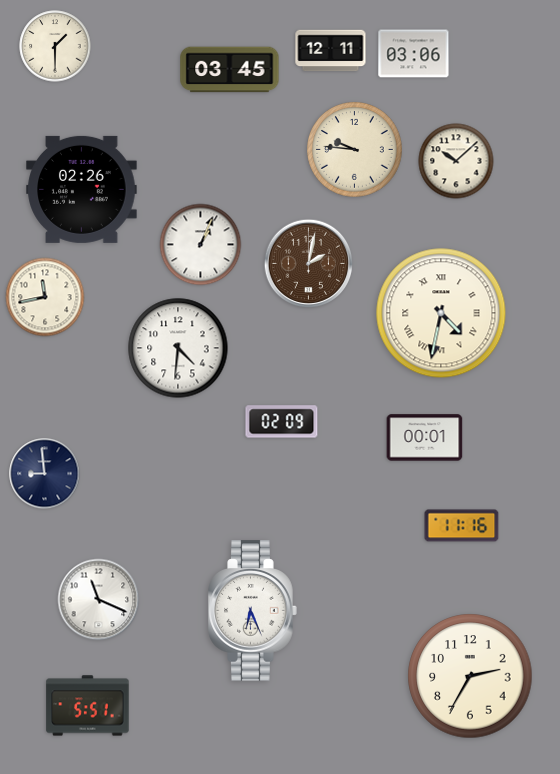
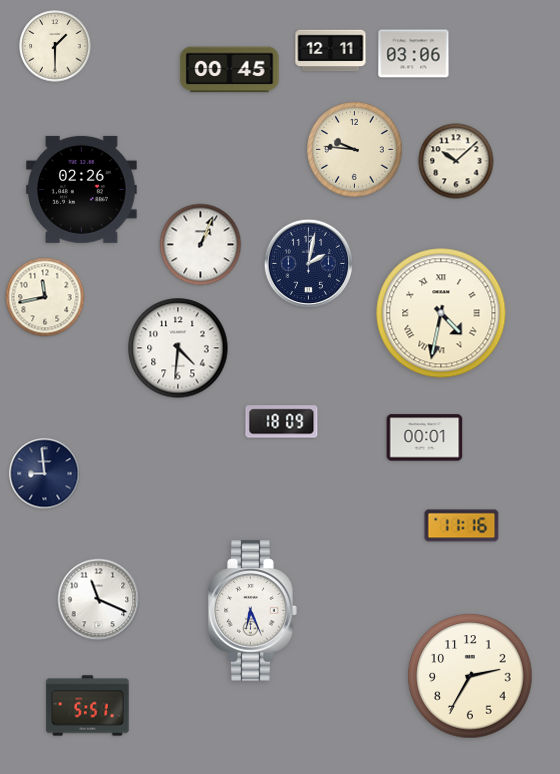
clock at (230, 70): 03:45 -> 00:45
clock at (309, 264) dial: brown -> navy
clock at (282, 422): 02:09 -> 18:09
